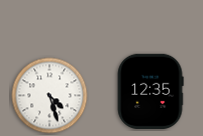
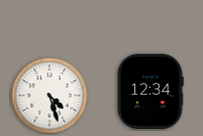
clock at (150, 91): 12:35 -> 12:34
